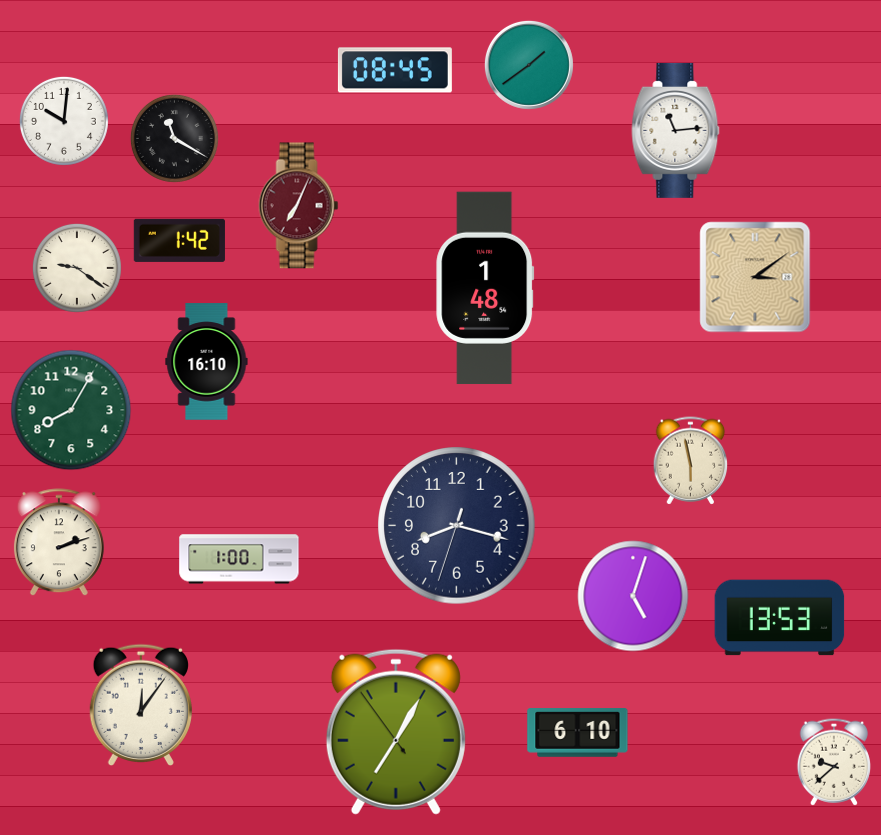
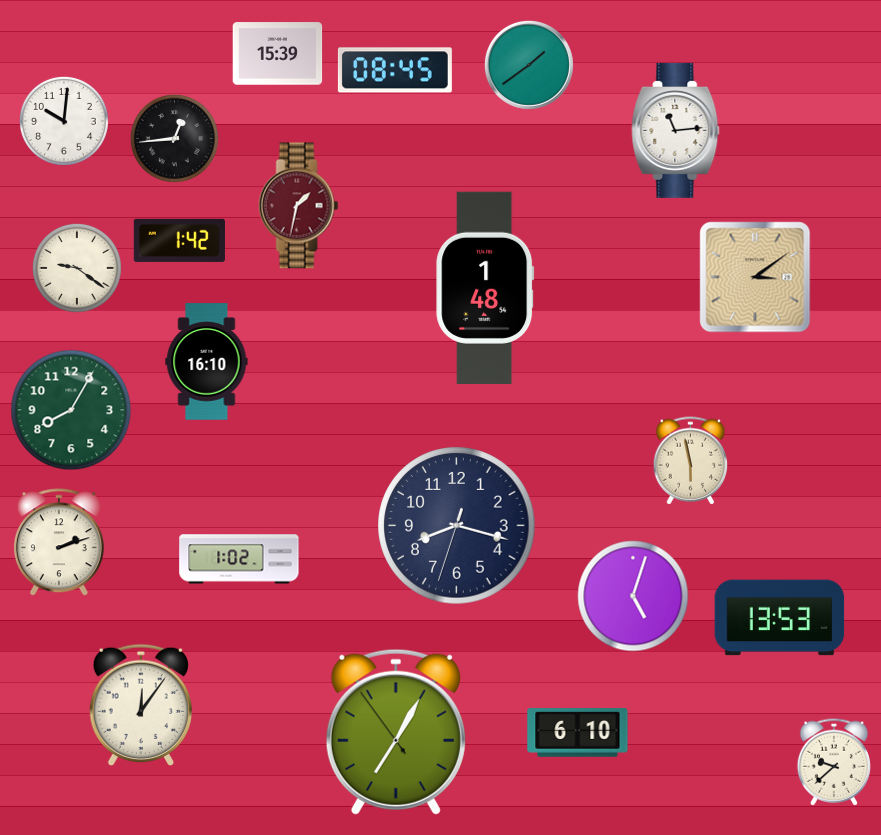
clock at (278, 54): none -> 15:39
clock at (174, 138): 11:20 -> 12:44
clock at (299, 206): 7:04 -> 1:32
clock at (239, 559): 1:00 -> 1:02
